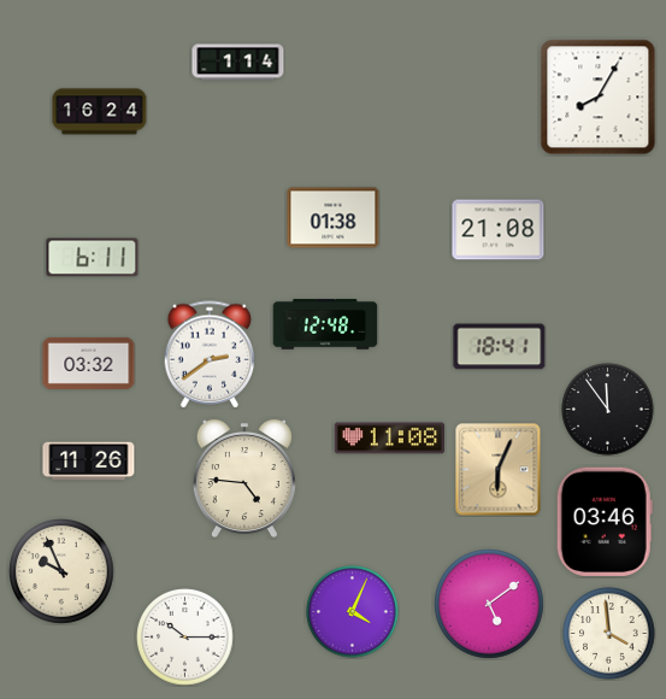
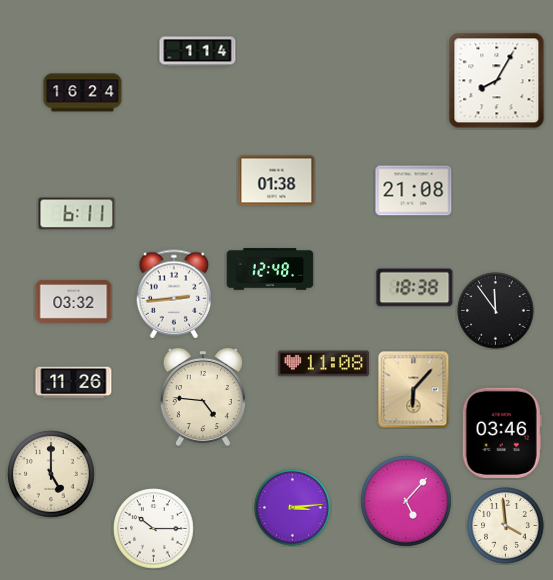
clock at (500, 347): 18:41 -> 18:38
clock at (210, 354): 2:39 -> 2:44
clock at (608, 410) position: (608, 410) -> (496, 311)
clock at (499, 470): 6:04 -> 6:07
clock at (63, 572): 9:56 -> 5:00
clock at (489, 605): 5:09 -> 5:07
clock at (353, 612): 4:04 -> 3:14
